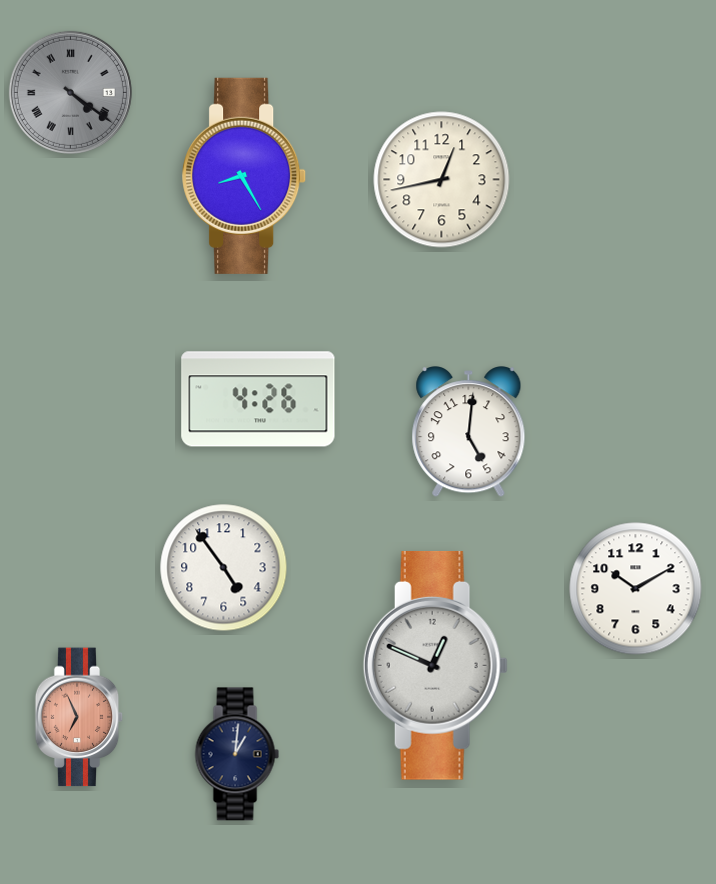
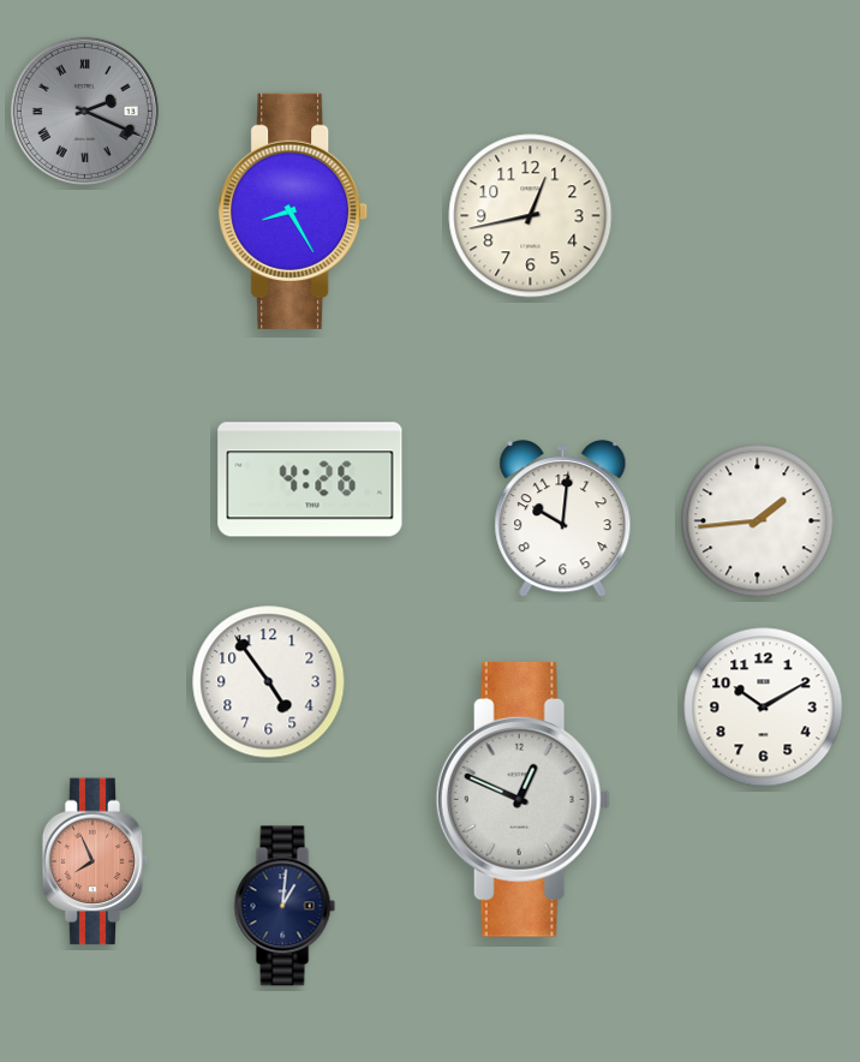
clock at (70, 92): 4:21 -> 2:19
clock at (469, 432): 5:01 -> 10:01
clock at (758, 521): none -> 1:44
clock at (79, 717): 6:56 -> 7:56
